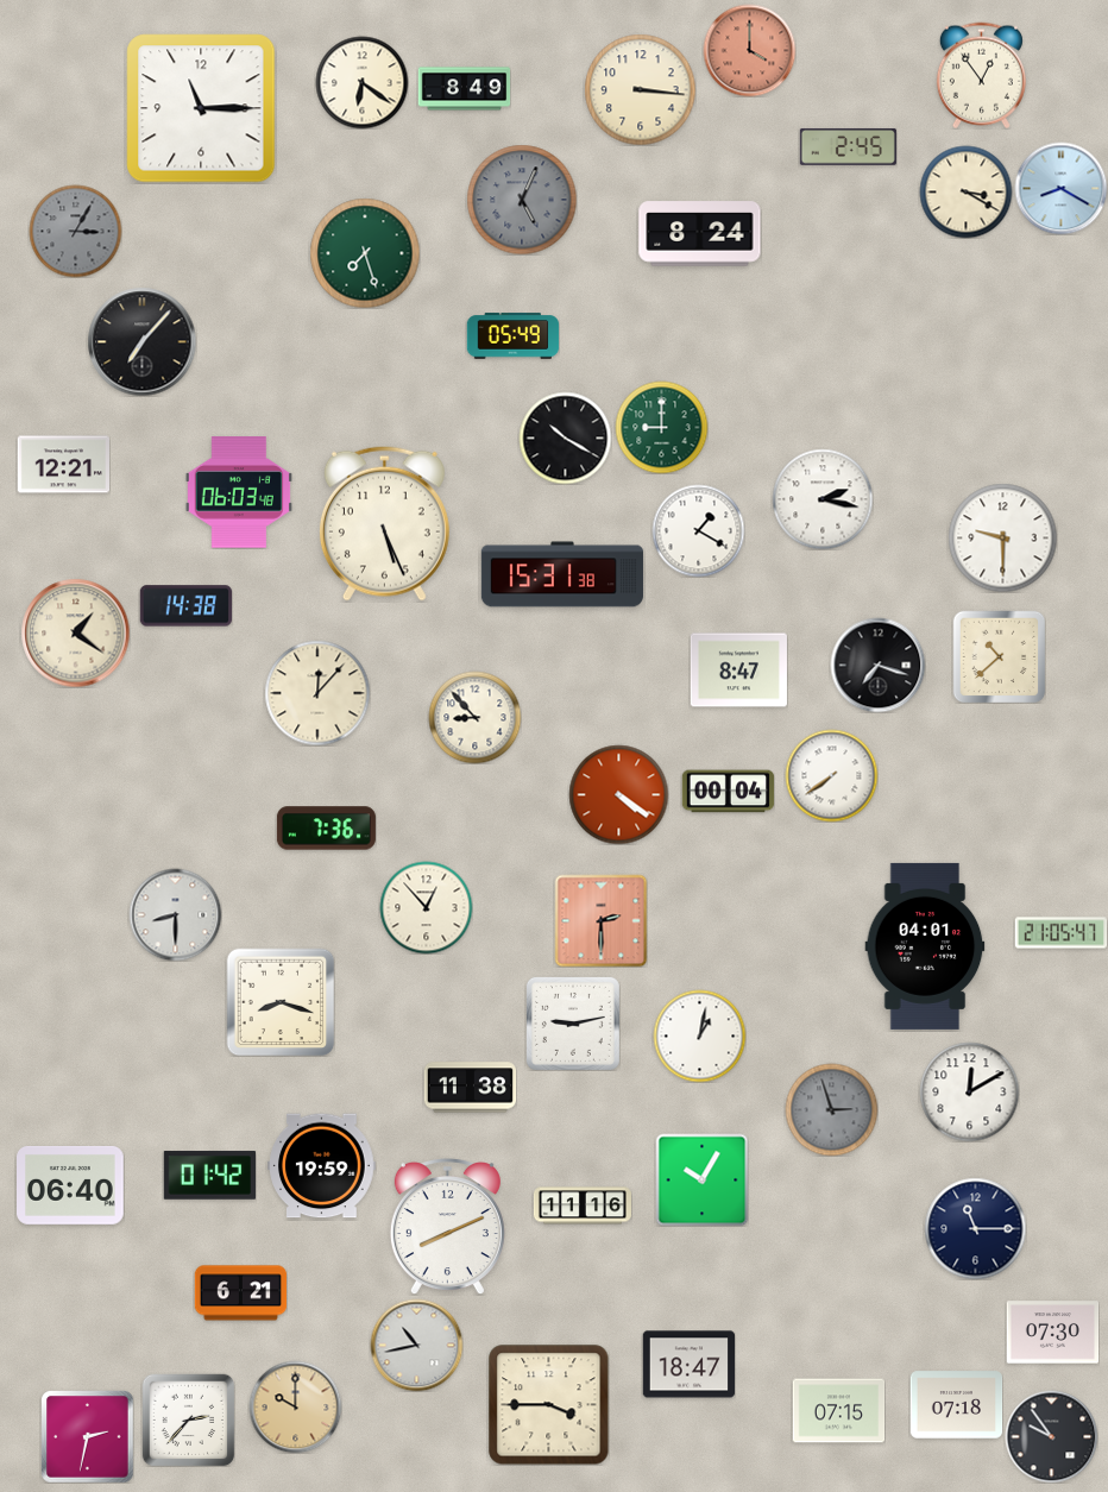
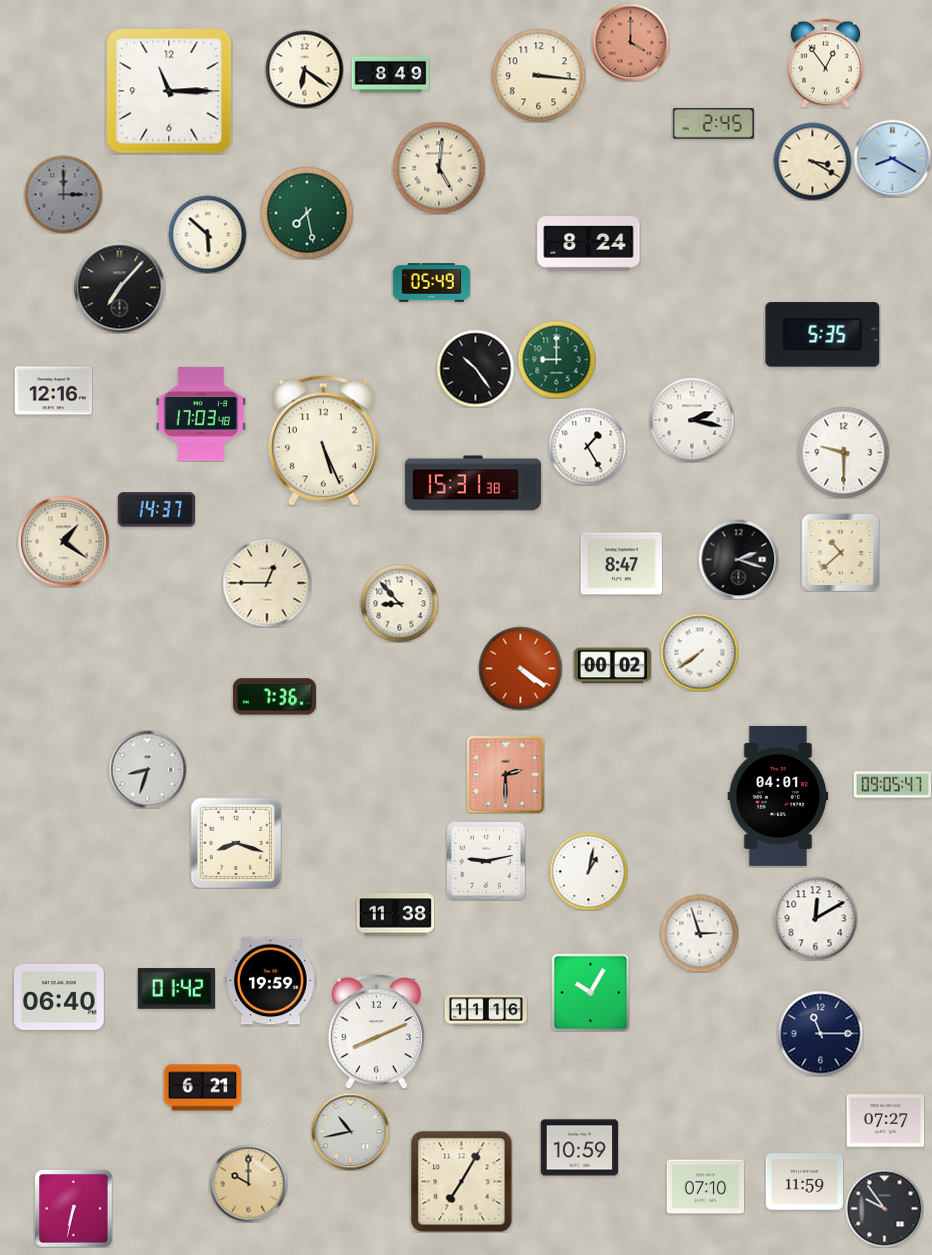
clock at (522, 200): 5:04 -> 5:01
clock at (522, 200) dial: grey -> cream
clock at (75, 231): 3:05 -> 3:00
clock at (700, 234) position: (700, 234) -> (589, 244)
clock at (365, 253): 7:27 -> 7:28
clock at (207, 234): none -> 5:52
clock at (823, 335): none -> 5:35
clock at (565, 437): 10:20 -> 10:24
clock at (63, 465): 12:21 -> 12:16
clock at (239, 492): 06:03 -> 17:03
clock at (698, 530): 1:20 -> 1:25
clock at (185, 606): 14:38 -> 14:37
clock at (75, 632) position: (75, 632) -> (63, 541)
clock at (877, 665): 7:18 -> 2:18
clock at (317, 693): 12:07 -> 12:45
clock at (728, 792): 00:04 -> 00:02
clock at (426, 907): 12:53 -> none
clock at (175, 914): 8:30 -> 8:33
clock at (1060, 933): 21:05 -> 09:05
clock at (573, 1024) position: (573, 1024) -> (486, 861)
clock at (831, 1109) dial: grey -> white
clock at (583, 1205) position: (583, 1205) -> (486, 1010)
clock at (1052, 1333): 07:30 -> 07:27
clock at (688, 1365): 18:47 -> 10:59
clock at (548, 1404): 3:45 -> 7:05
clock at (956, 1405): 07:18 -> 11:59
clock at (838, 1411): 07:15 -> 07:10
clock at (188, 1419): 2:37 -> none
clock at (87, 1436): 2:32 -> 6:32
